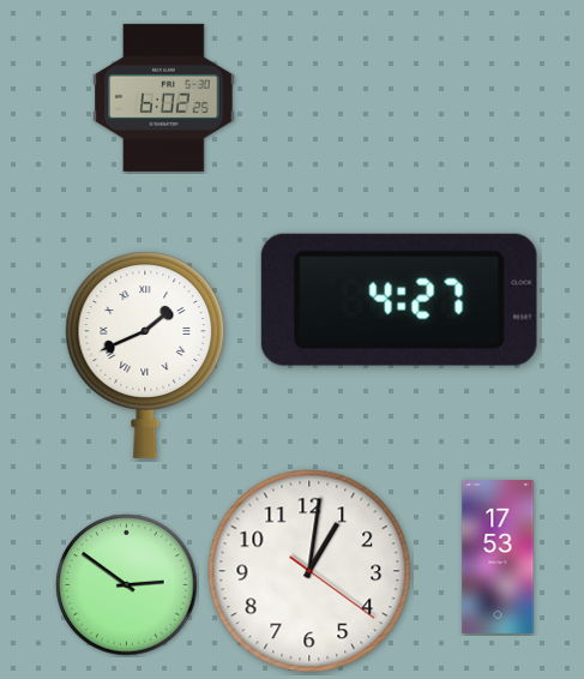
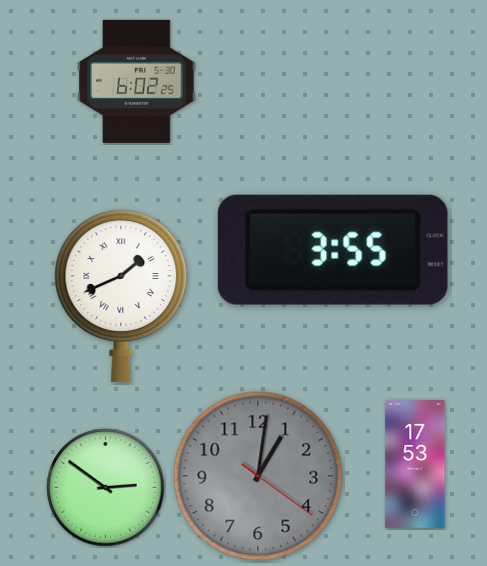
clock at (399, 300): 4:27 -> 3:55
clock at (309, 571) dial: white -> grey
